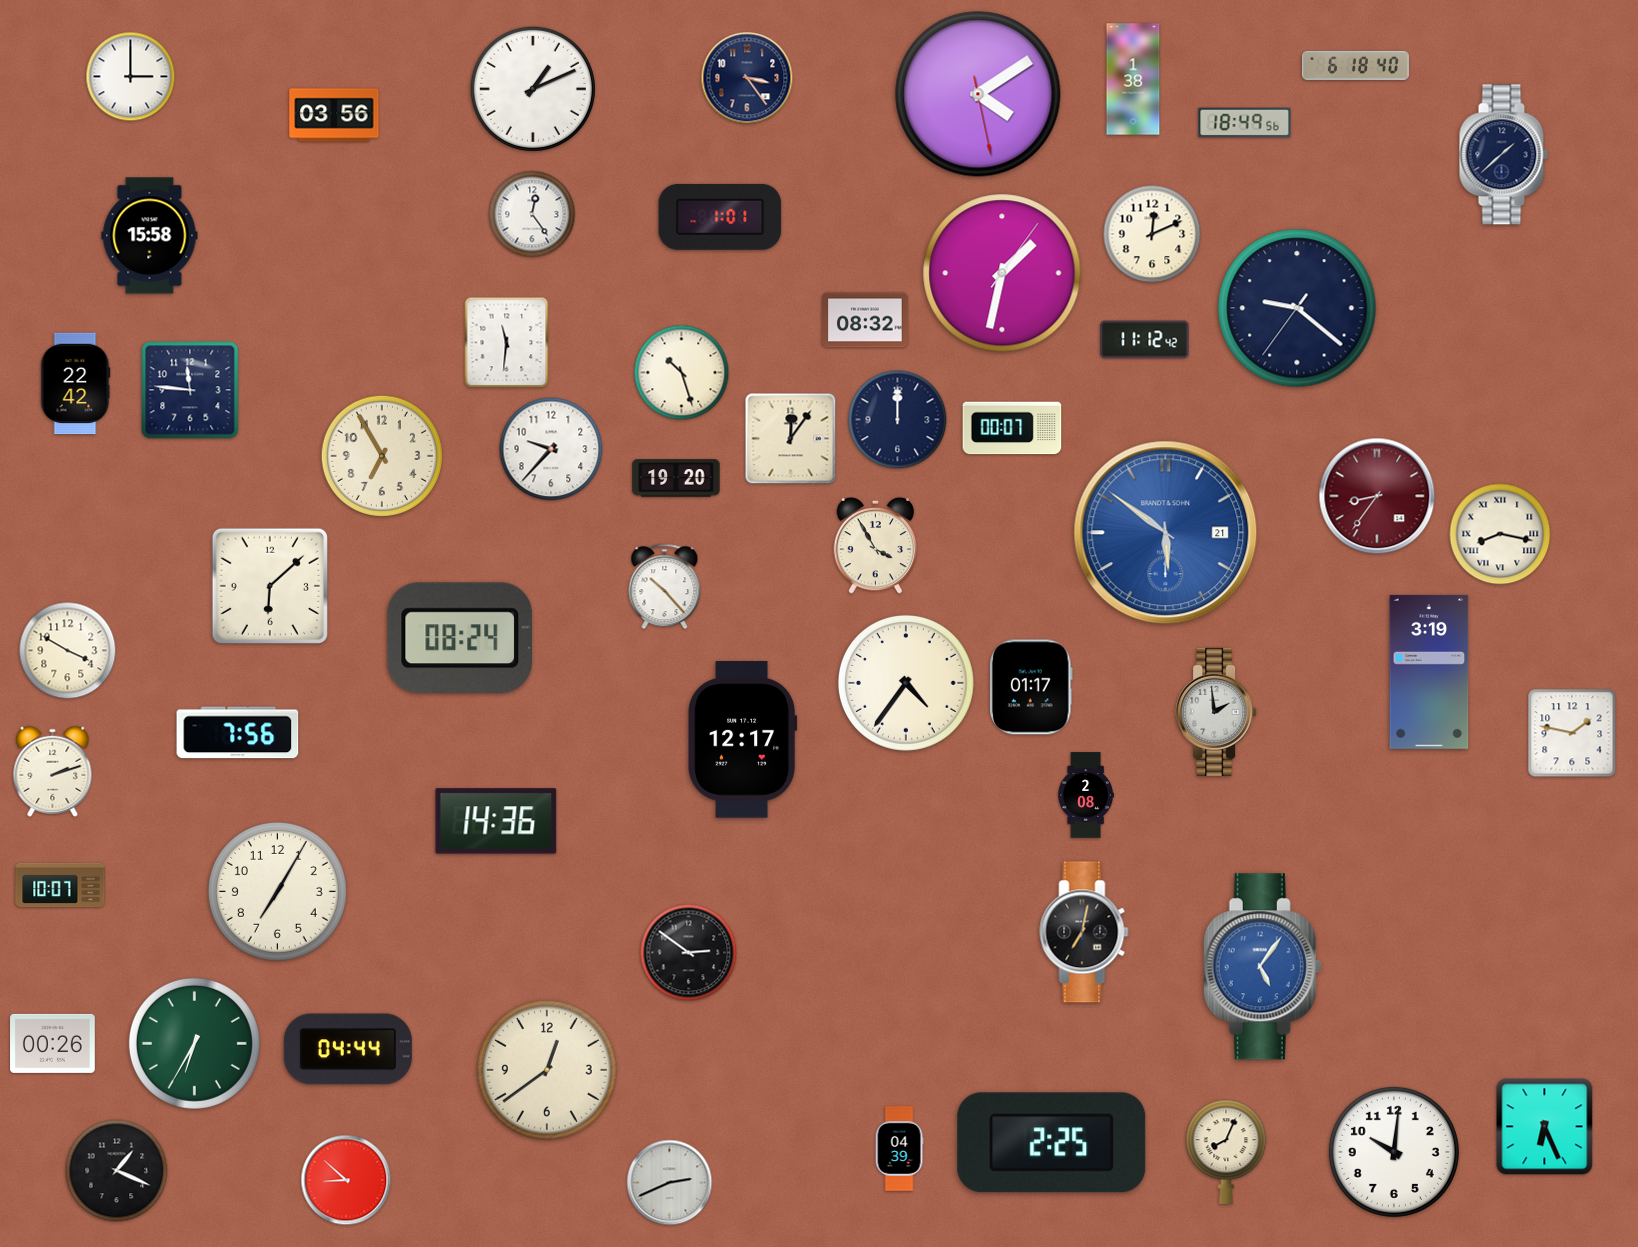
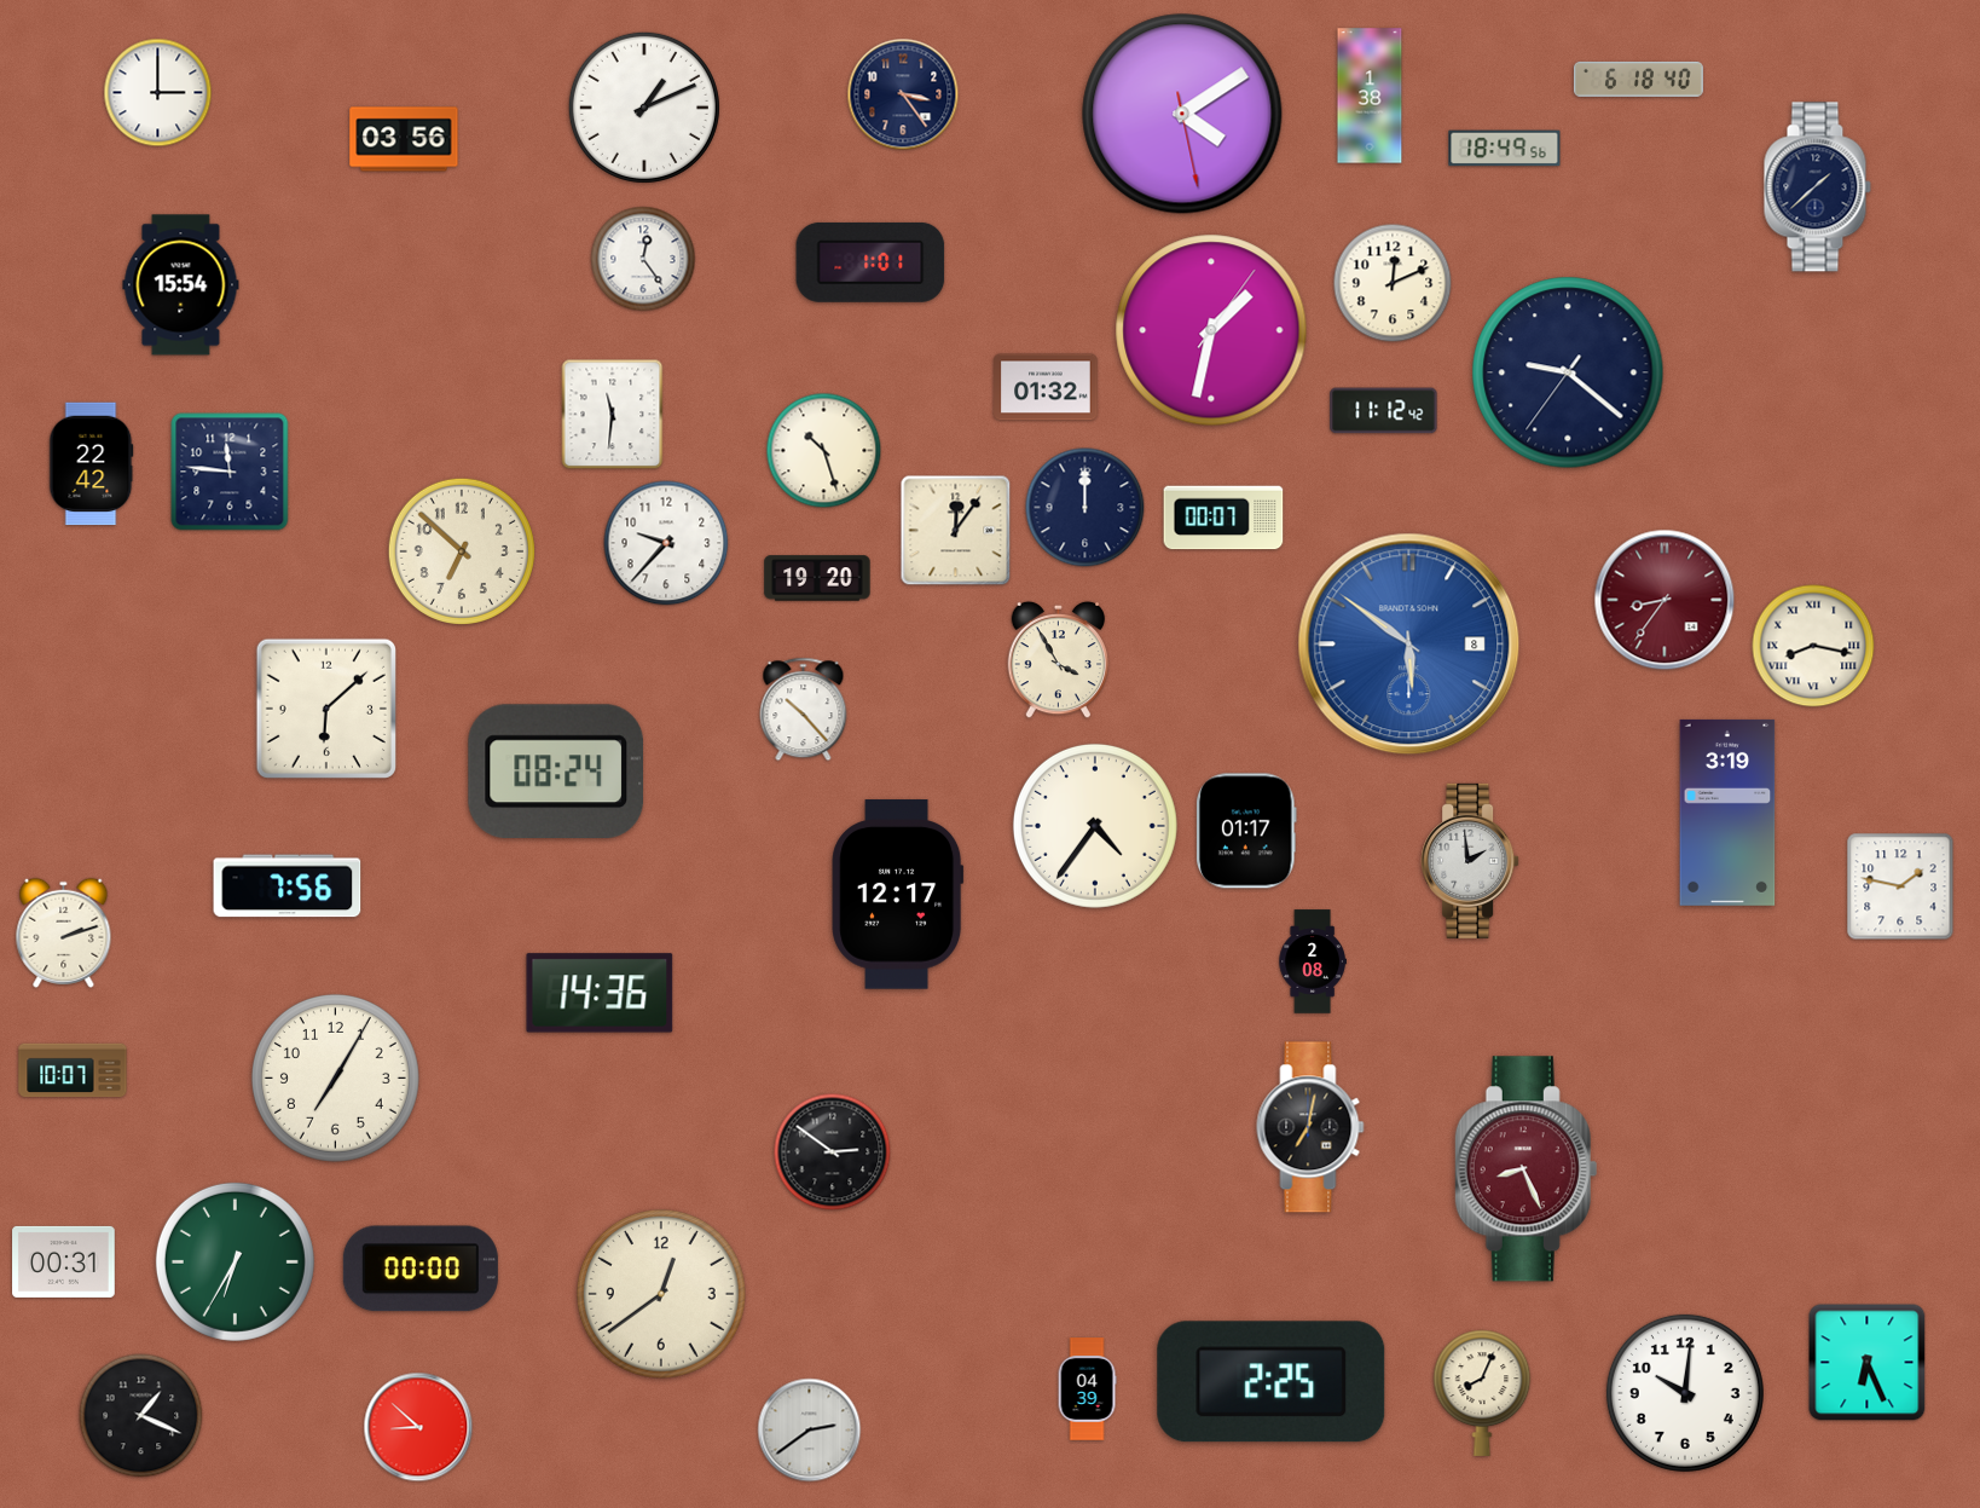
clock at (150, 236): 15:58 -> 15:54
clock at (865, 320): 08:32 -> 01:32
clock at (382, 456): 6:55 -> 6:52
clock at (1166, 533) date: 21 -> 8
clock at (68, 651): 3:50 -> none
clock at (1263, 967): 5:06 -> 8:26
clock at (1263, 967) dial: blue -> burgundy
clock at (53, 1043): 00:26 -> 00:31
clock at (348, 1049): 04:44 -> 00:00
clock at (670, 1183): 2:41 -> 2:39
